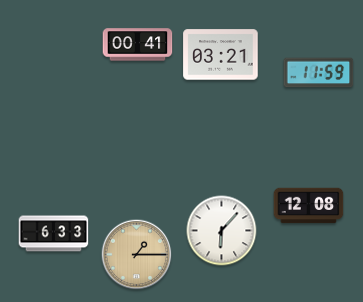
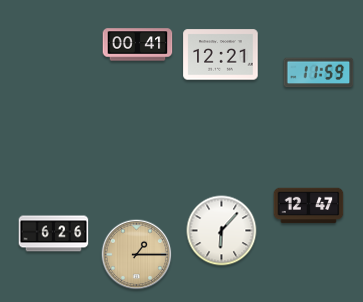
clock at (221, 55): 03:21 -> 12:21
clock at (309, 206): 12:08 -> 12:47
clock at (54, 234): 6:33 -> 6:26
